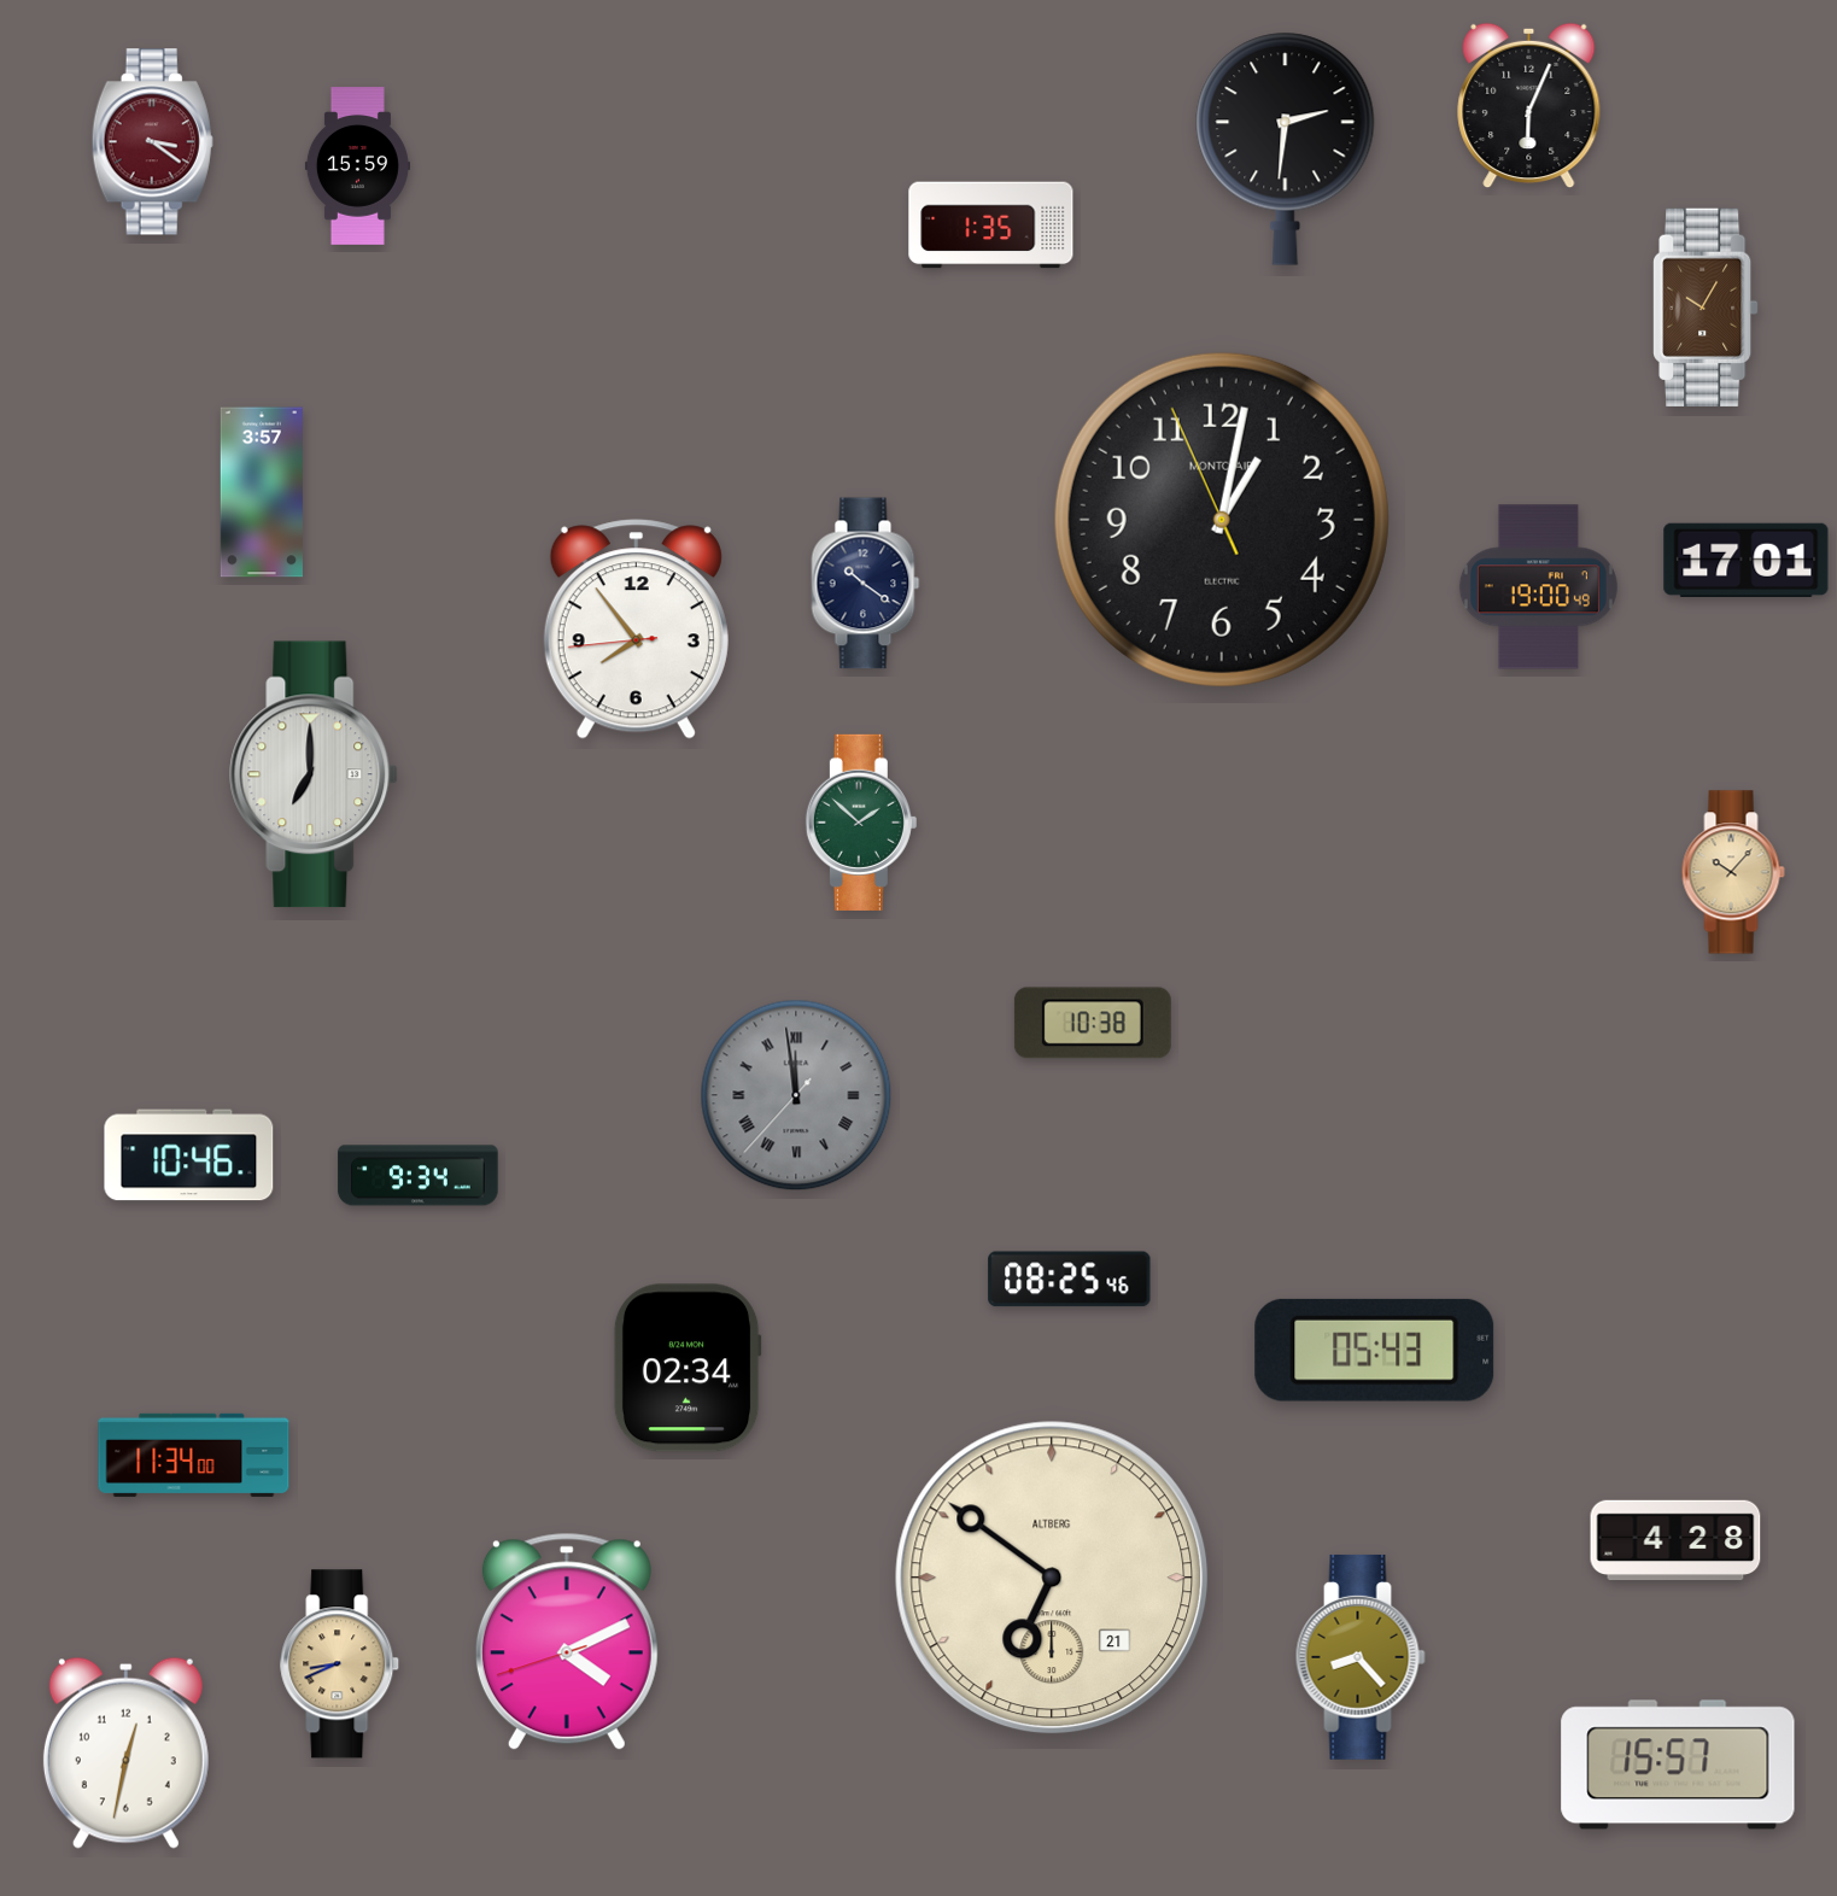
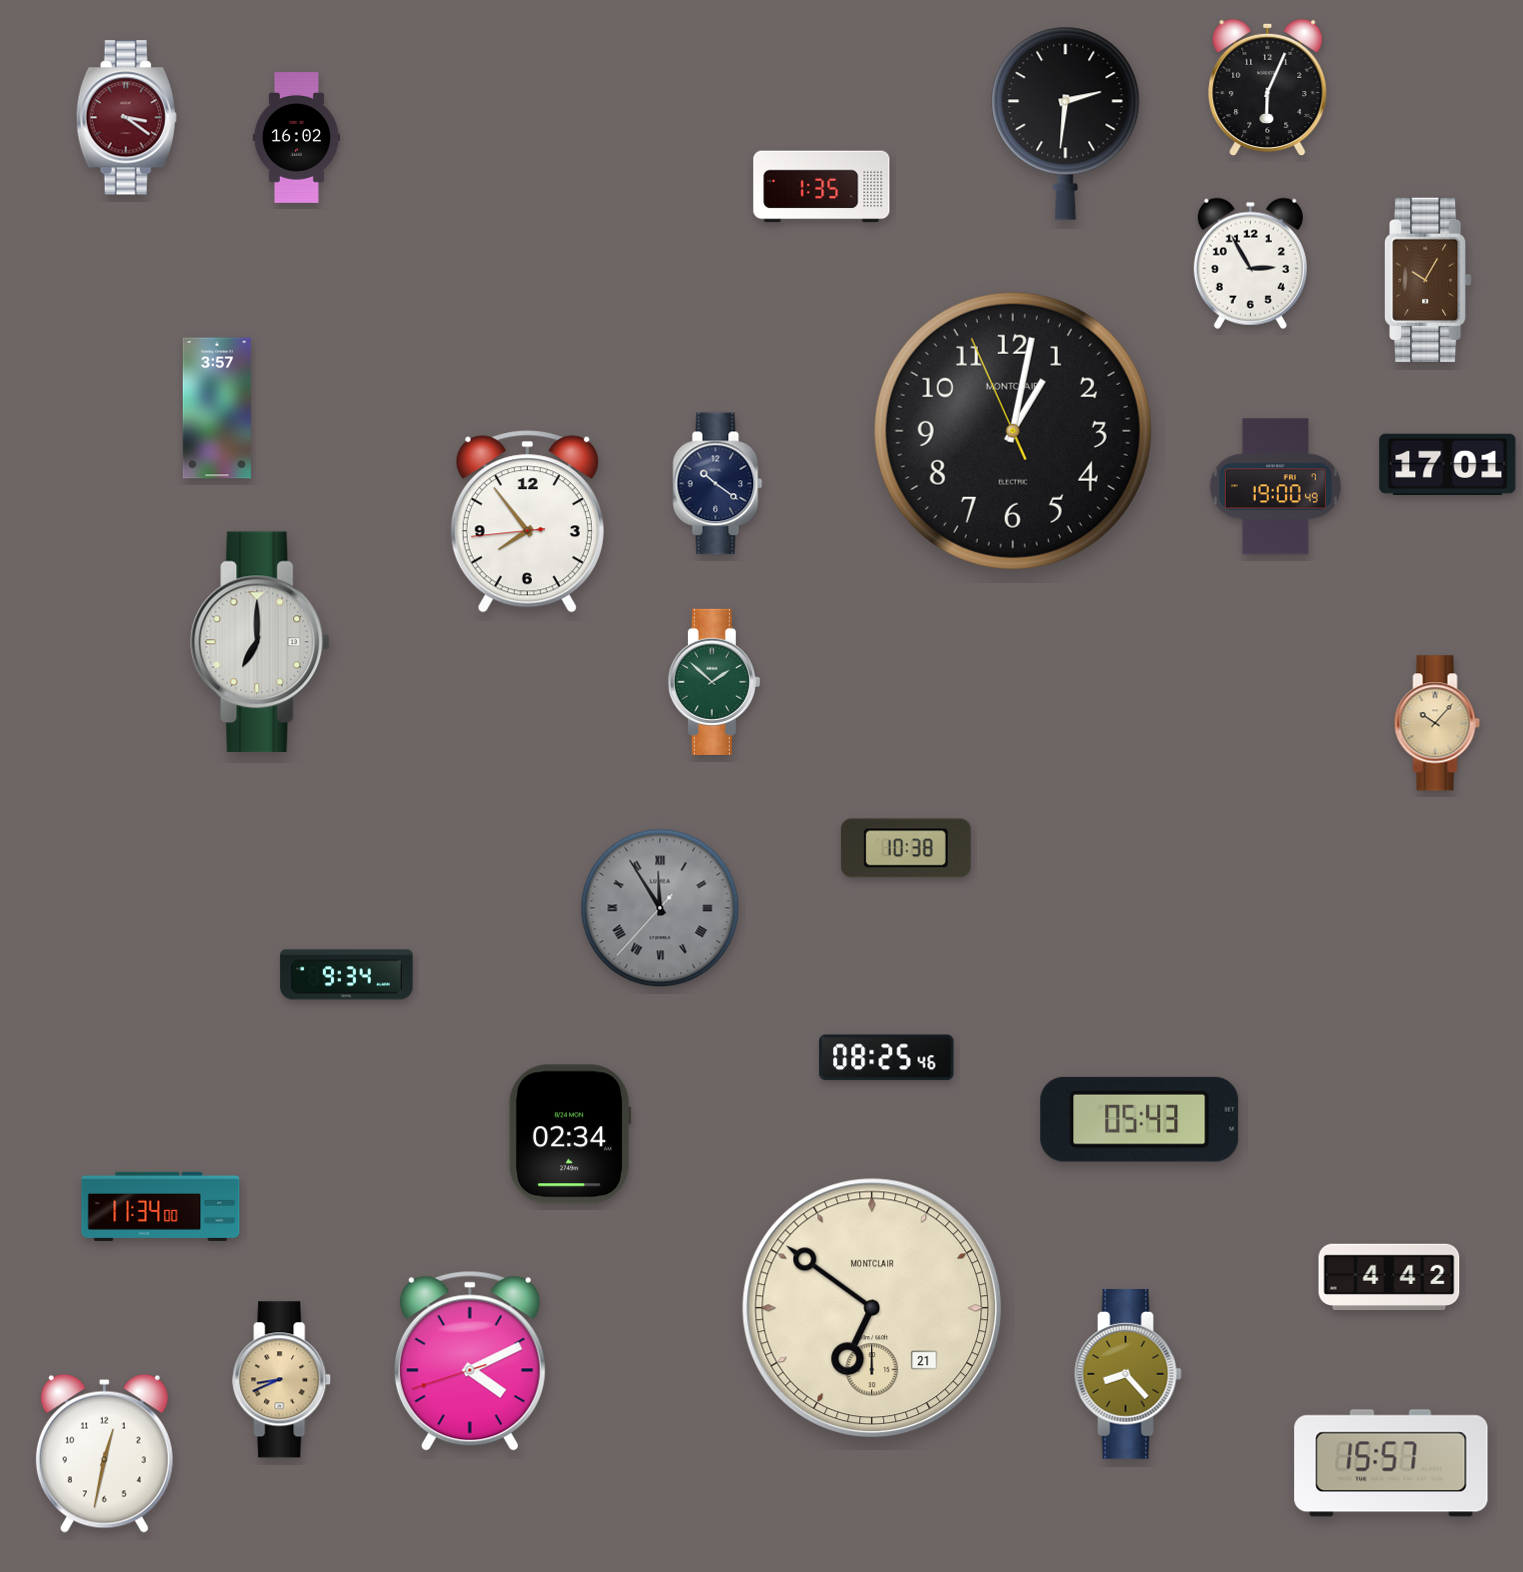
clock at (357, 166): 15:59 -> 16:02
clock at (1706, 306) position: (1706, 306) -> (1428, 279)
clock at (1250, 263): none -> 2:55
clock at (796, 1095): 11:58 -> 11:54
clock at (189, 1155): 10:46 -> none
clock at (1070, 1280) position: (1070, 1280) -> (887, 1058)
clock at (1675, 1540): 4:28 -> 4:42
clock at (1052, 1578) brand: ALTBERG -> MONTCLAIR
